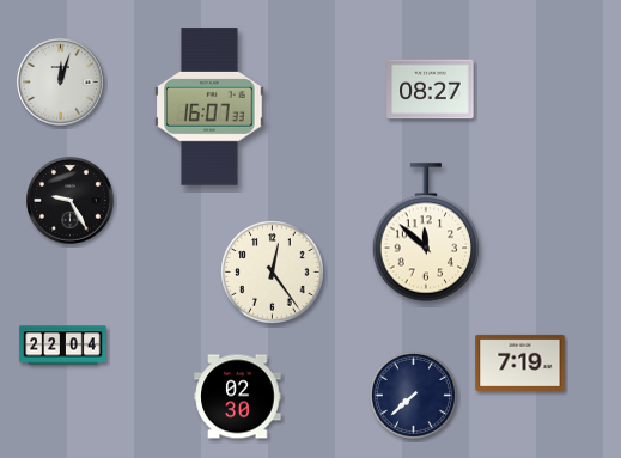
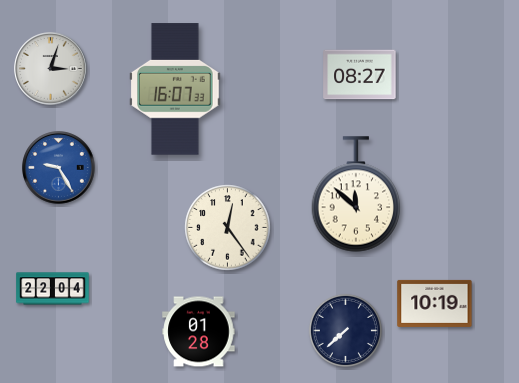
clock at (61, 83): 12:03 -> 3:03
clock at (71, 201) dial: black -> blue
clock at (520, 362): 7:19 -> 10:19
clock at (238, 397): 02:30 -> 01:28
